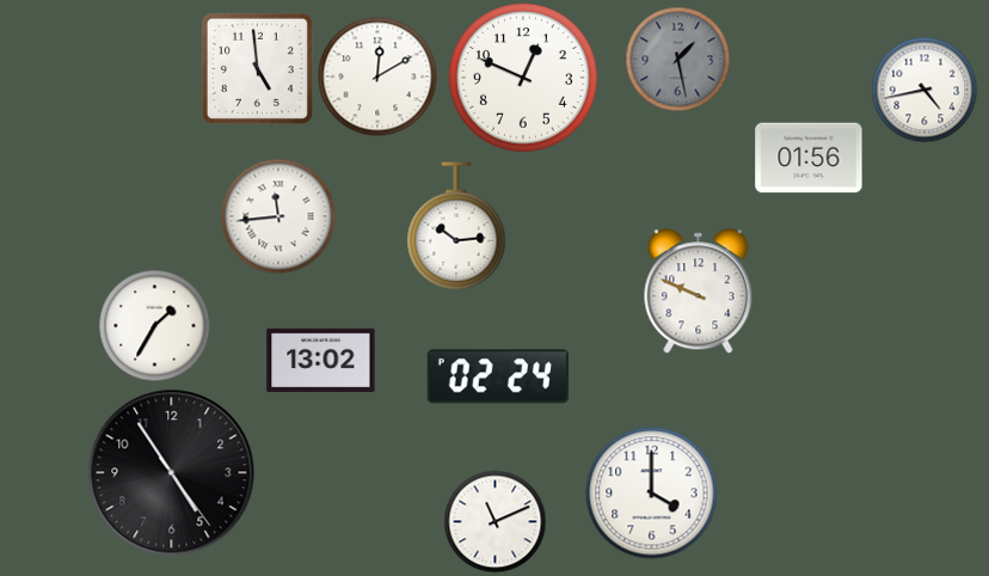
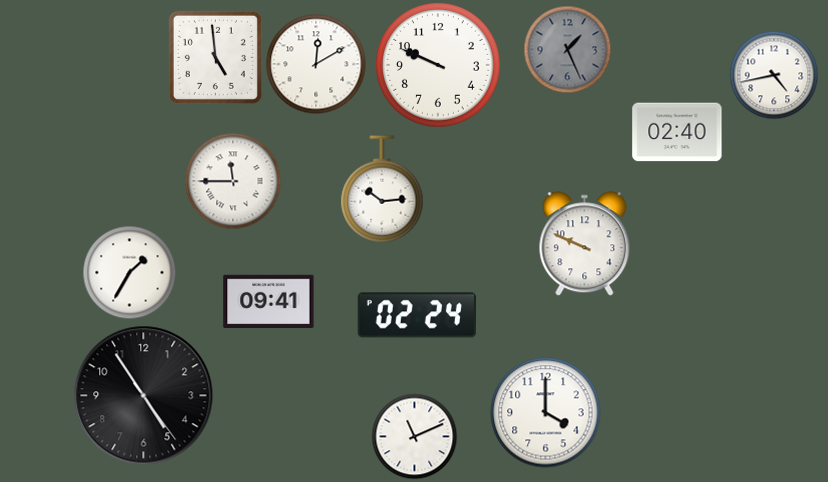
clock at (677, 59): 1:28 -> 1:26
clock at (524, 79): 12:49 -> 9:49
clock at (809, 158): 01:56 -> 02:40
clock at (278, 216): 11:44 -> 11:45
clock at (321, 361): 13:02 -> 09:41
